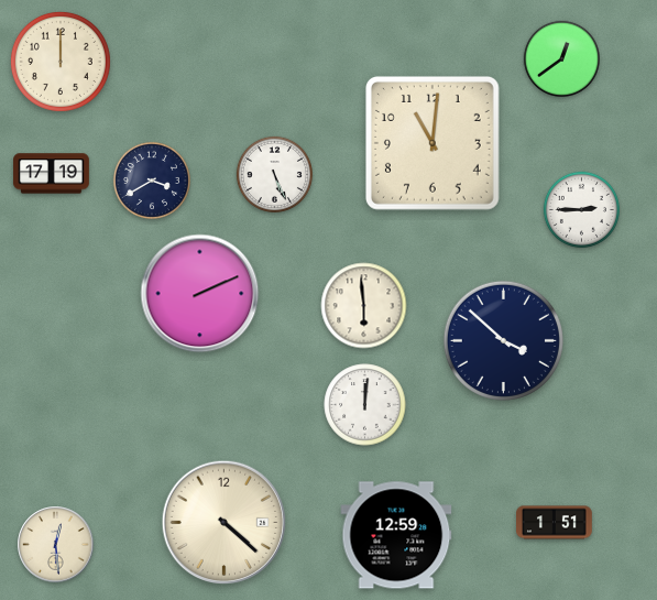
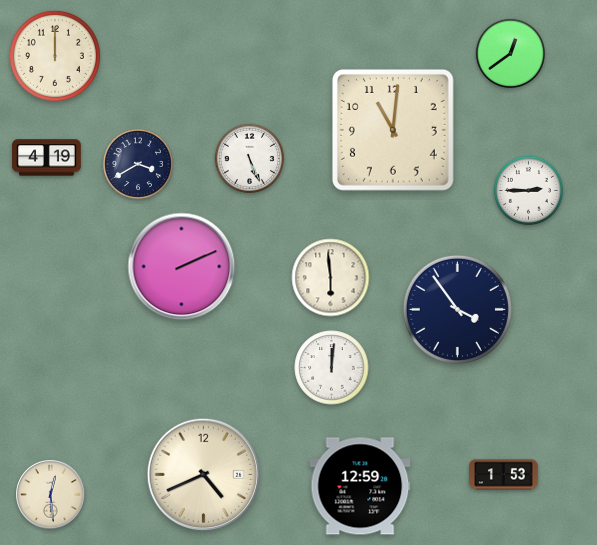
clock at (52, 174): 17:19 -> 4:19
clock at (503, 340): 3:52 -> 3:54
clock at (225, 523): 4:22 -> 4:41
clock at (555, 523): 1:51 -> 1:53
